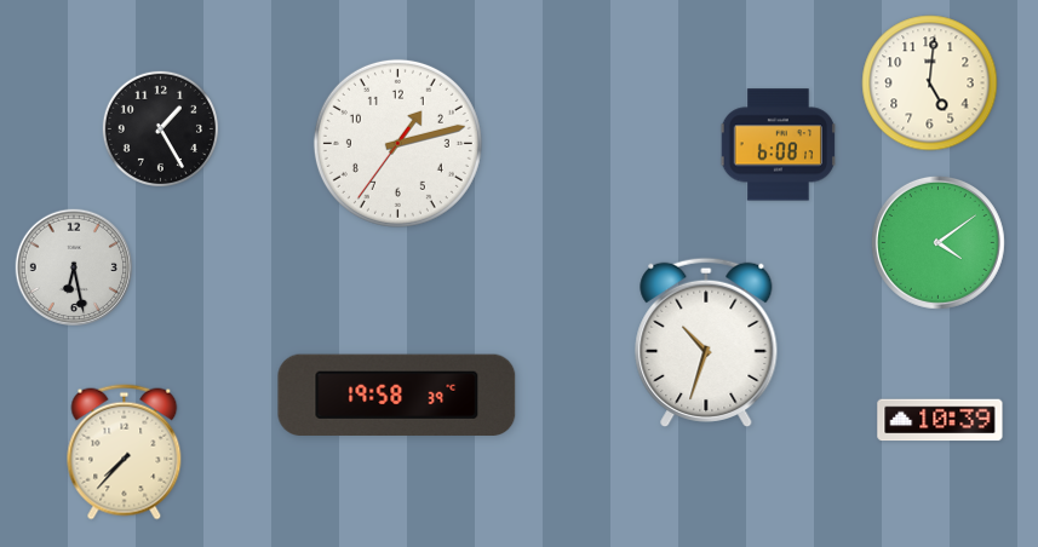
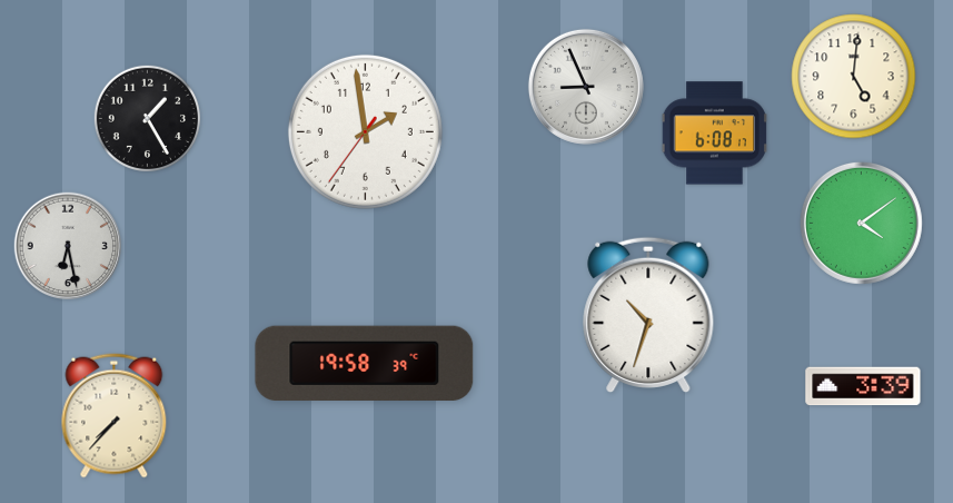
clock at (586, 87): none -> 8:56
clock at (397, 143): 1:12 -> 1:58
clock at (940, 420): 10:39 -> 3:39
